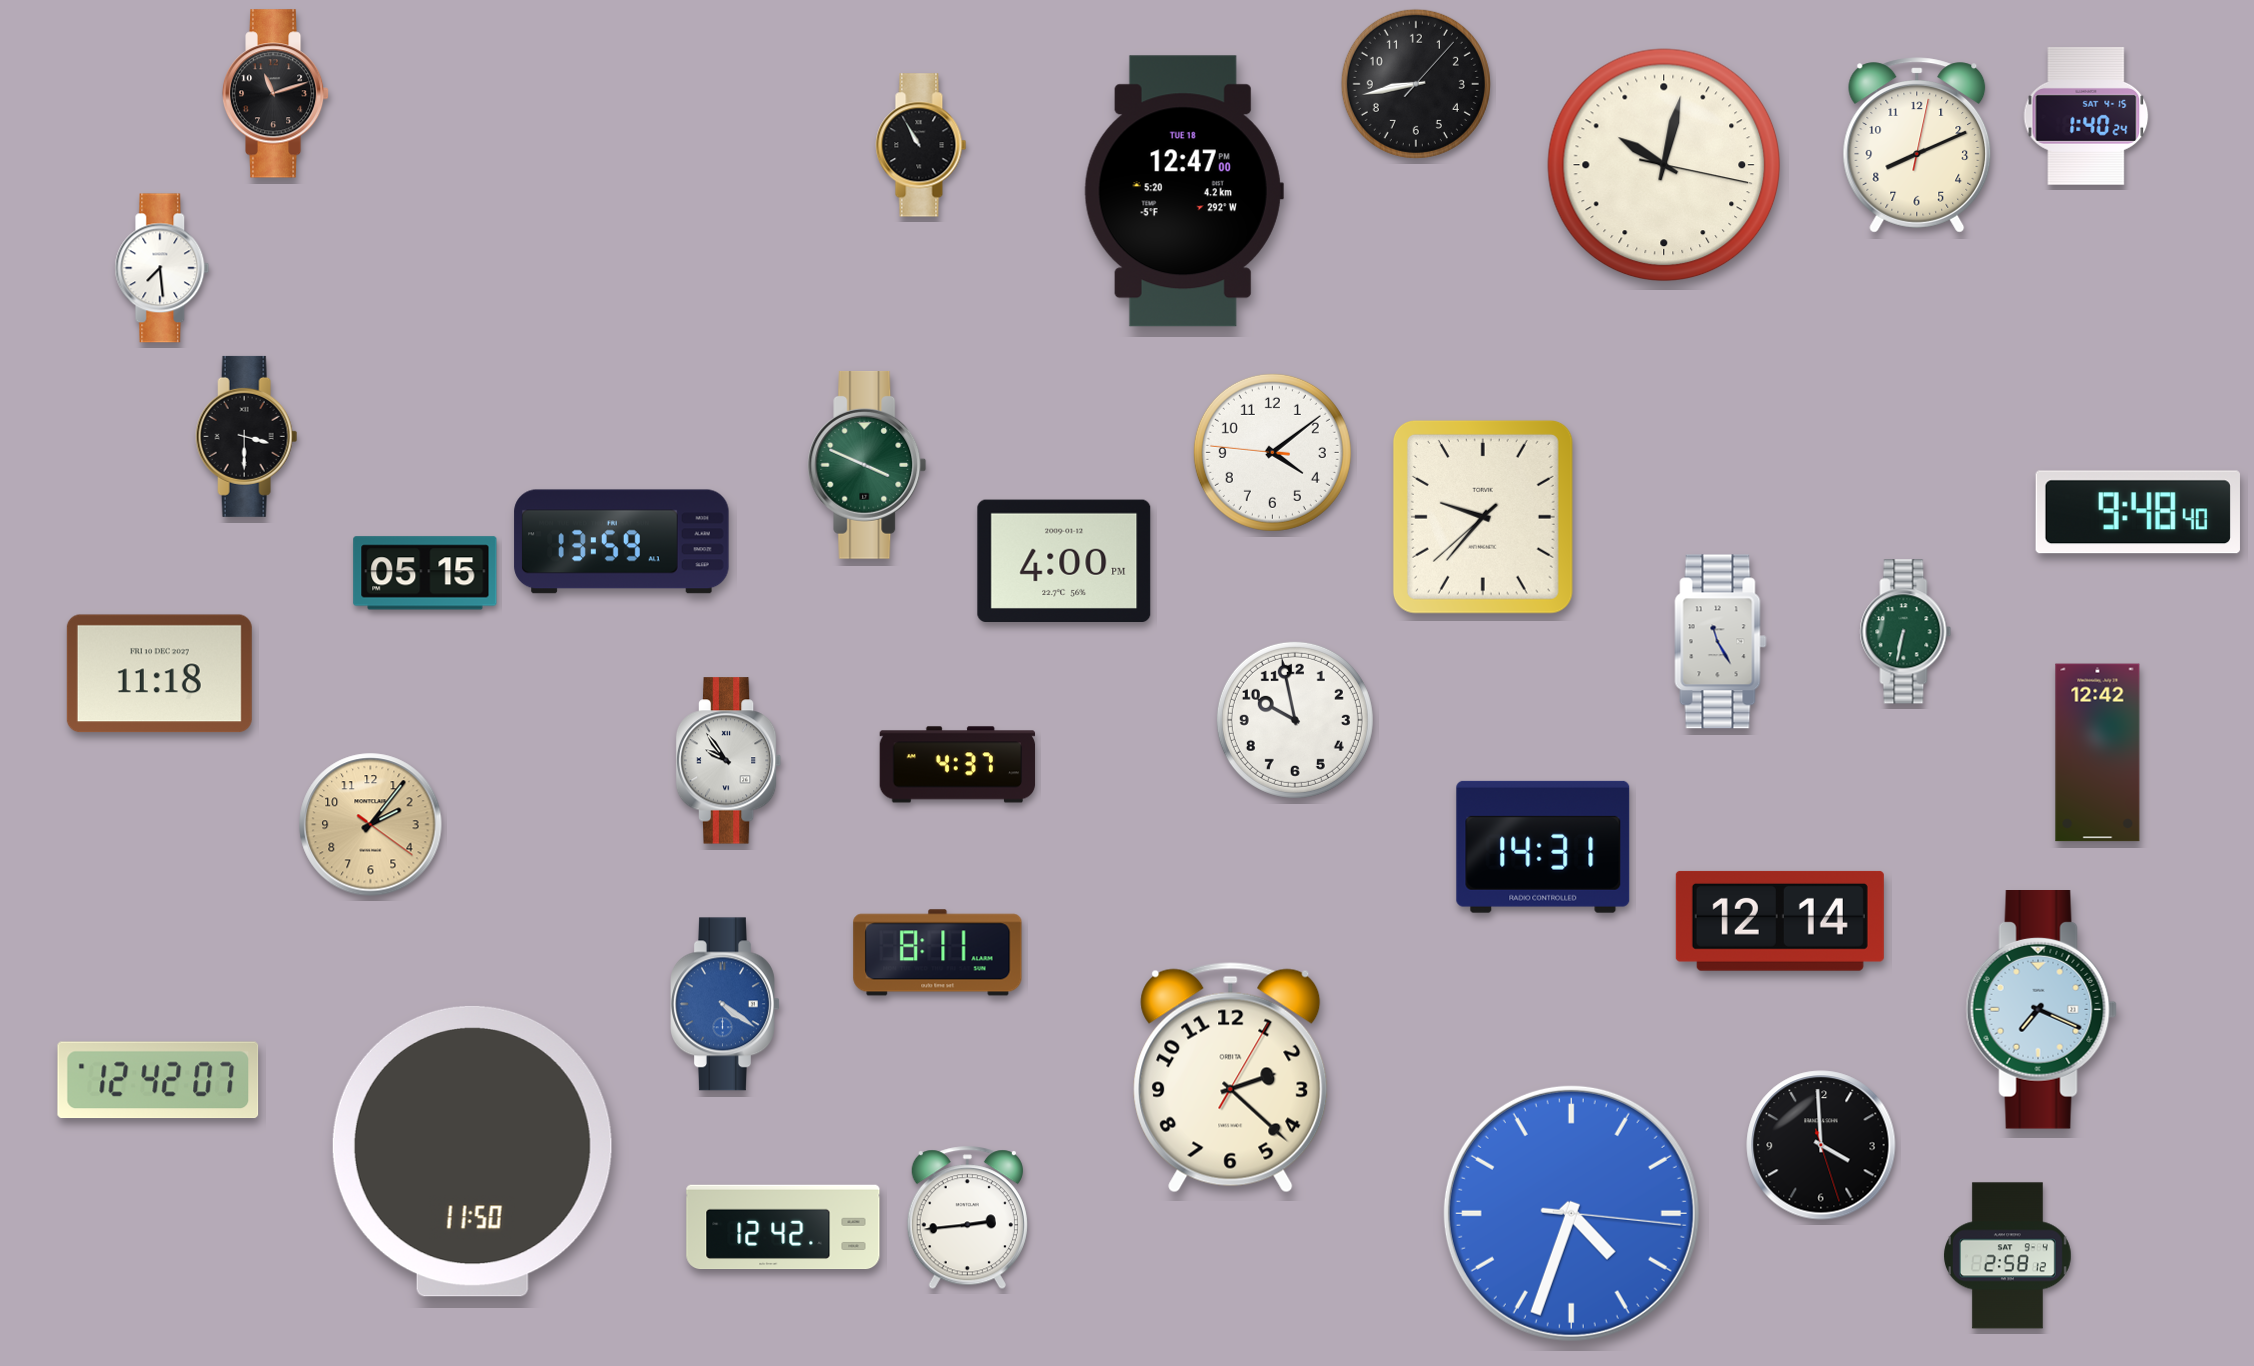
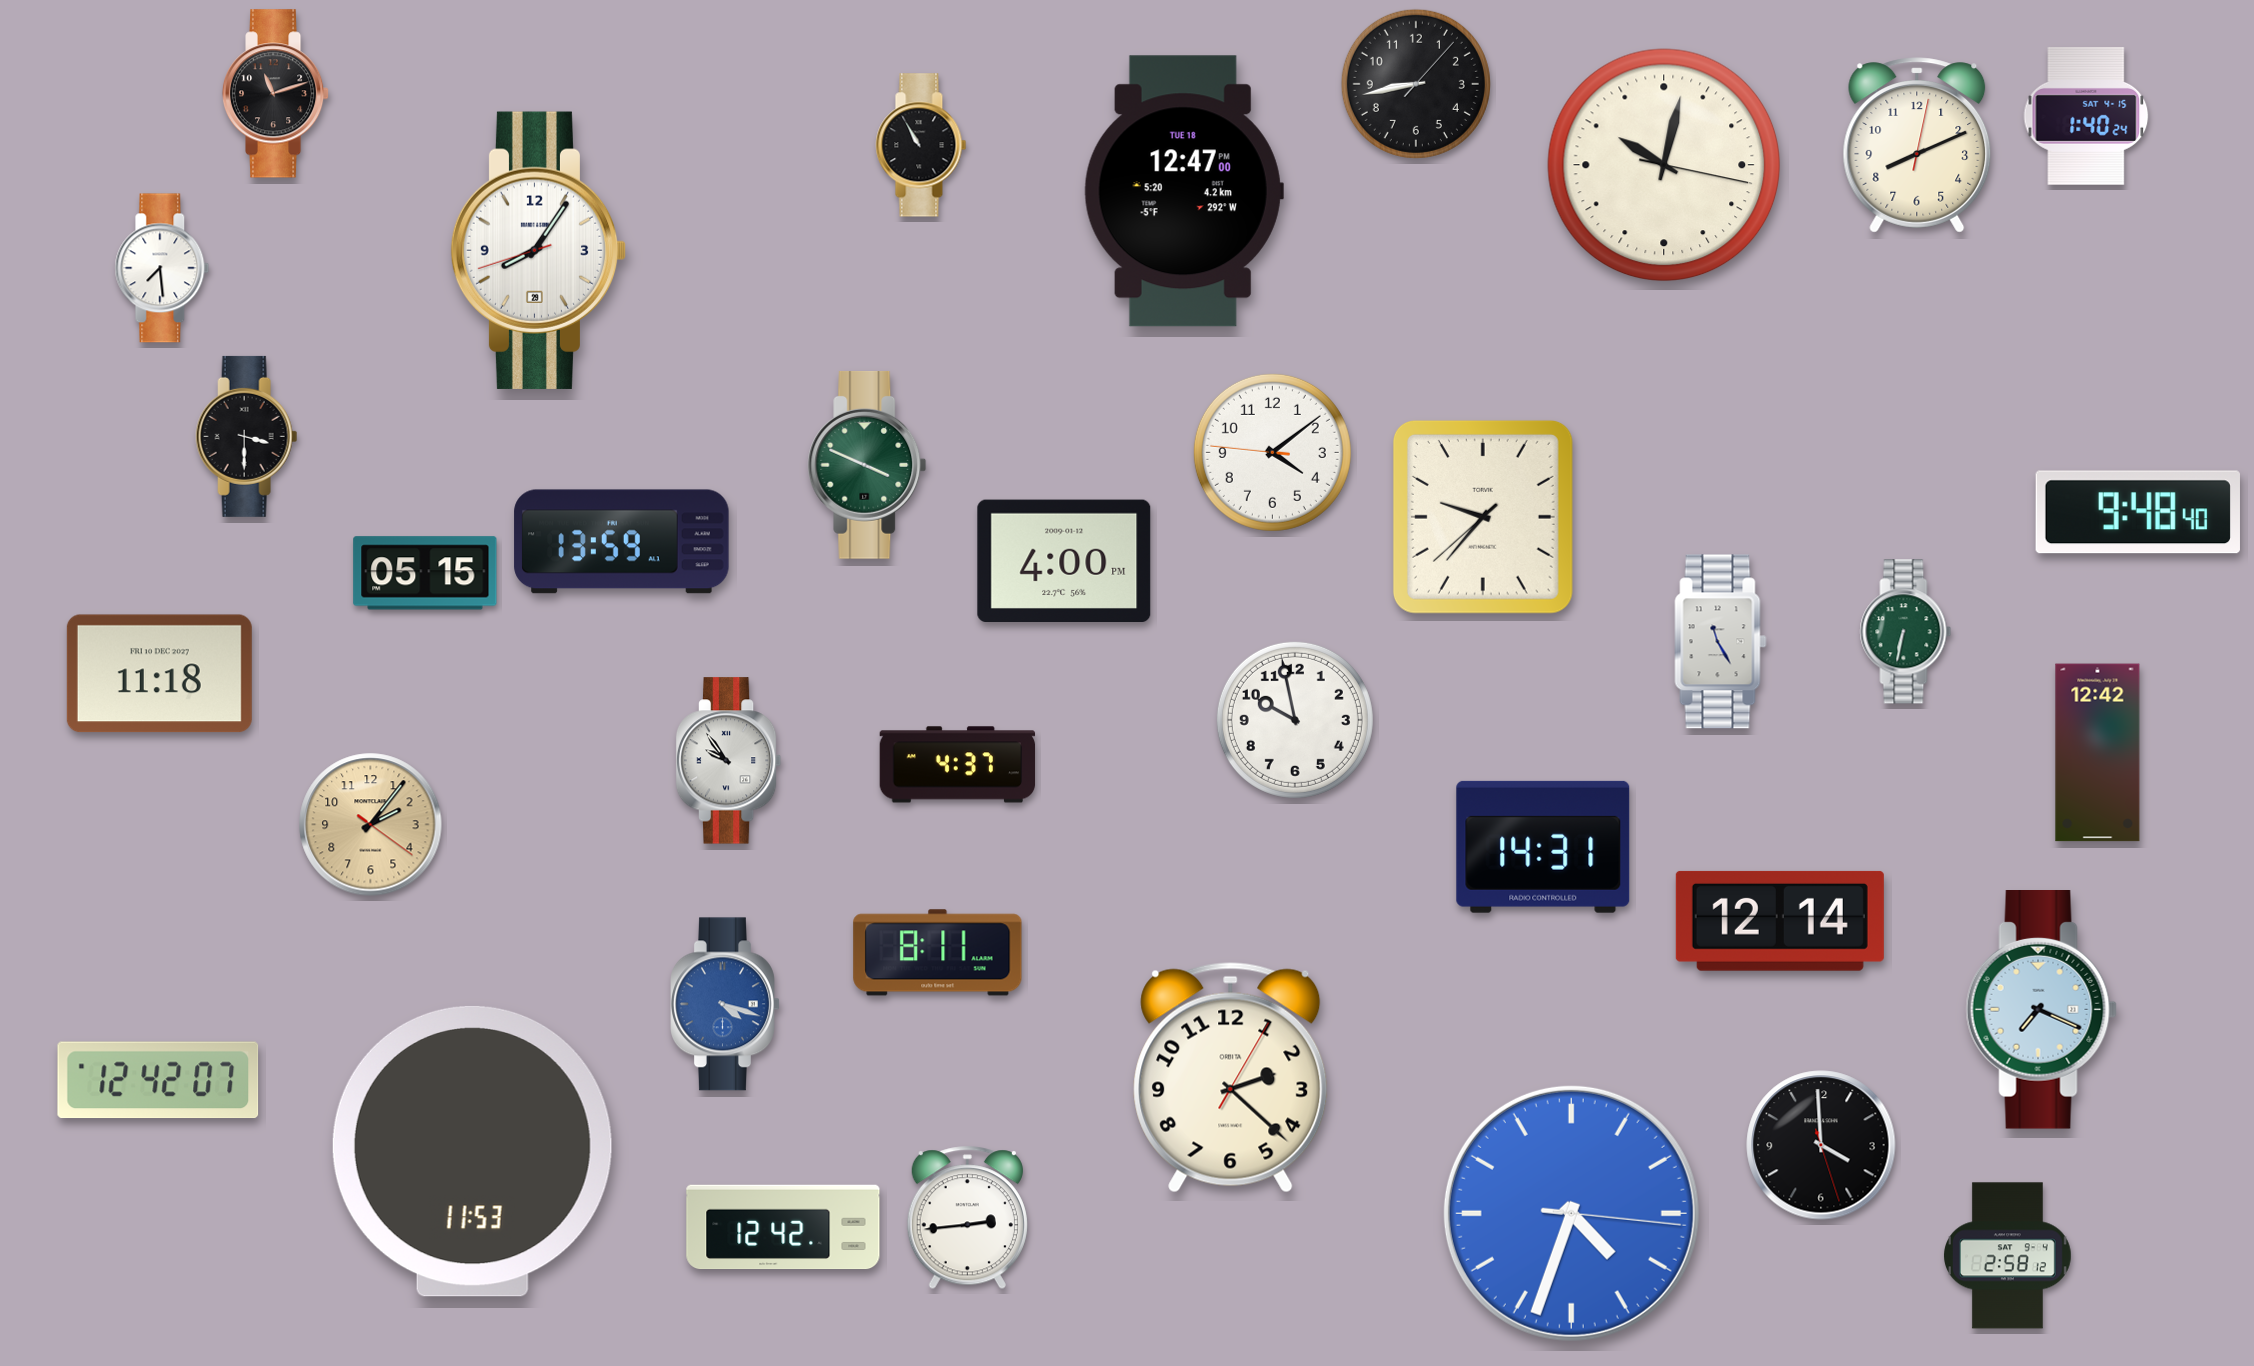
clock at (539, 250): none -> 8:05
clock at (726, 1004): 4:21 -> 4:18
clock at (472, 1151): 11:50 -> 11:53
